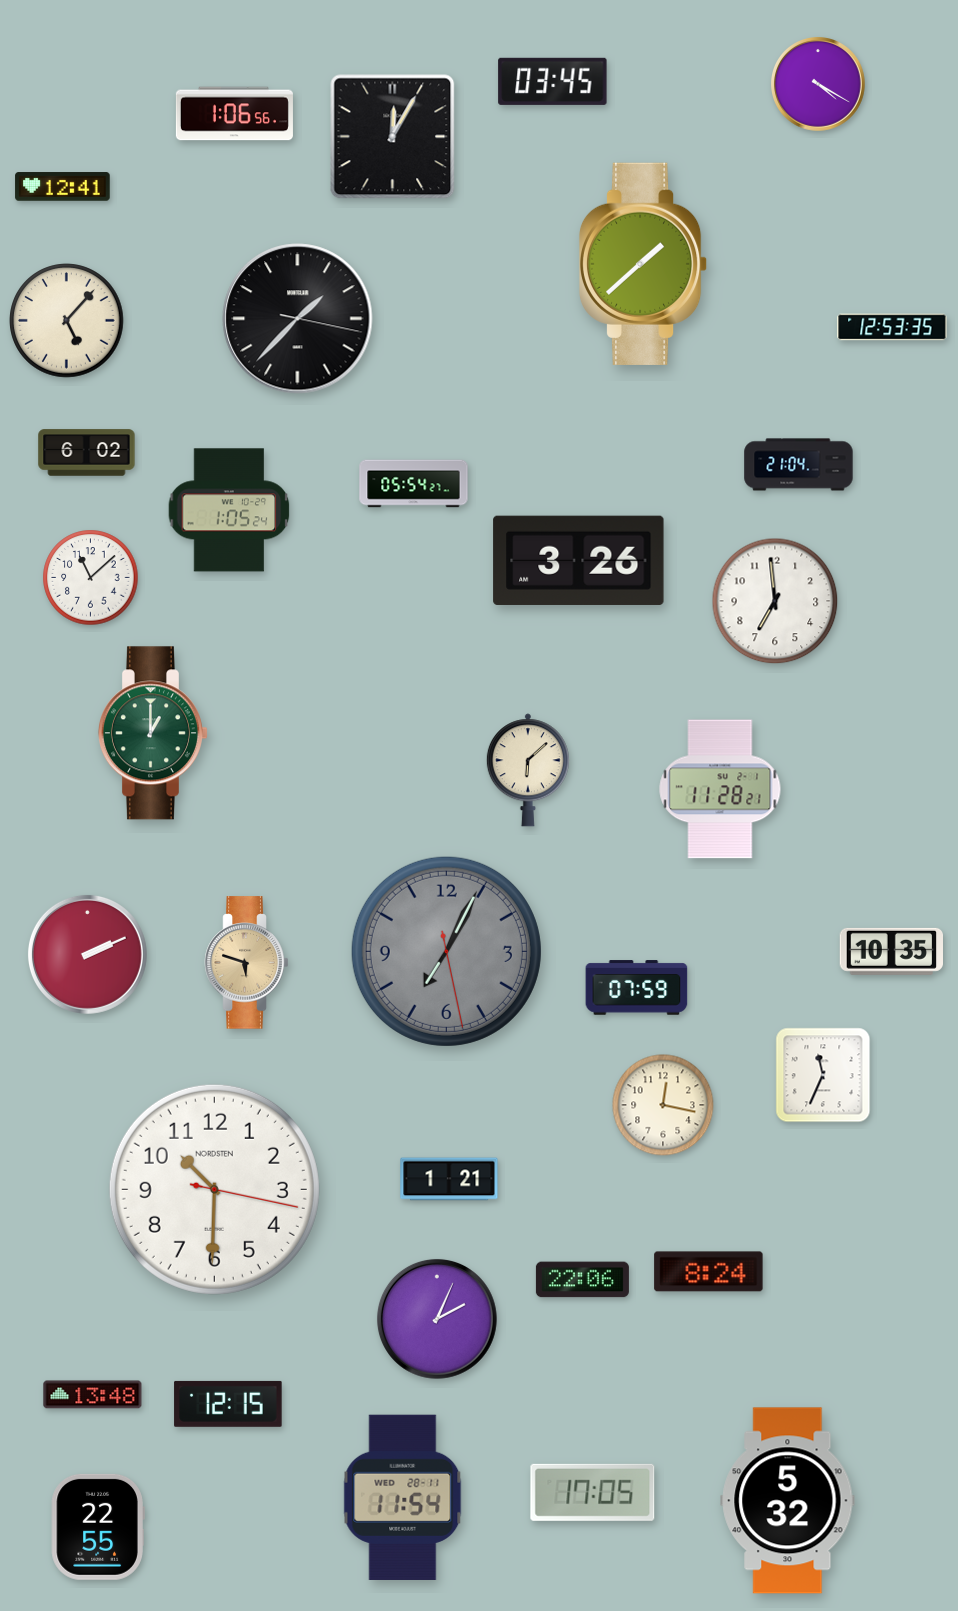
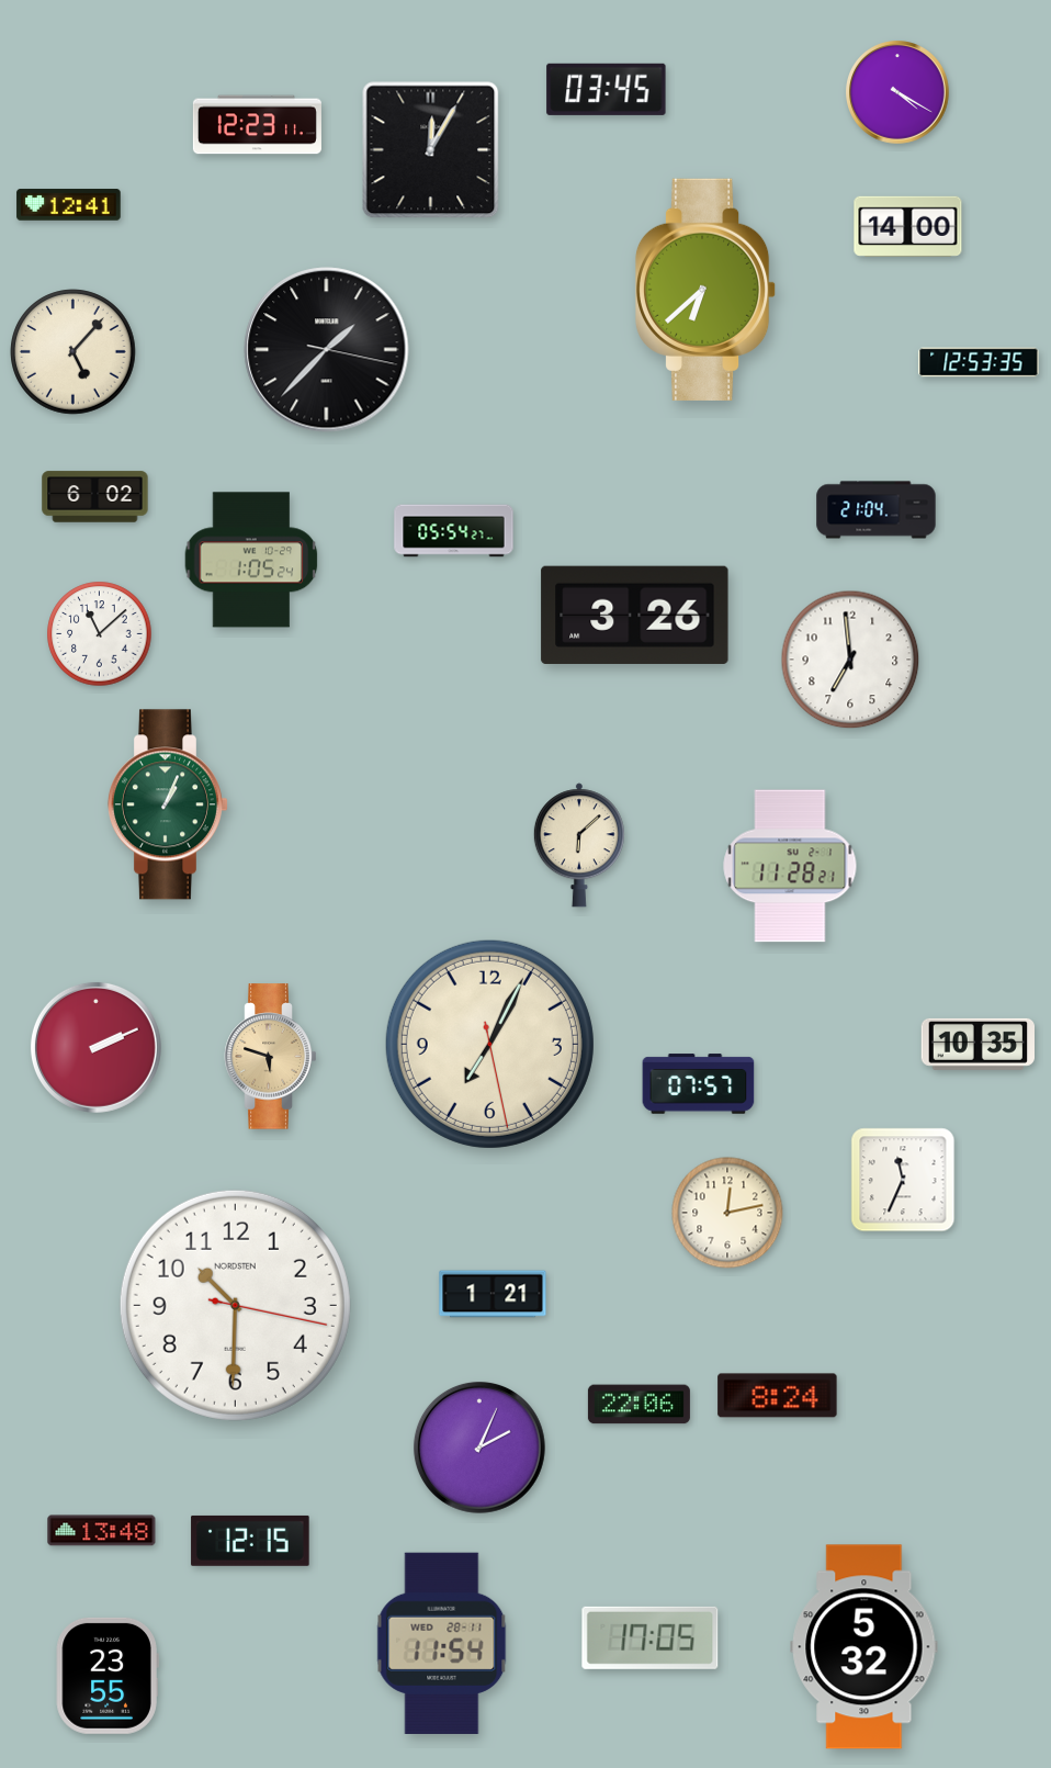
clock at (234, 114): 1:06 -> 12:23
clock at (908, 226): none -> 14:00
clock at (643, 264): 1:38 -> 6:38
clock at (892, 327) position: (892, 327) -> (979, 362)
clock at (153, 733): 1:00 -> 1:04
clock at (446, 951) dial: grey -> cream
clock at (637, 988): 07:59 -> 07:57
clock at (663, 1105): 12:17 -> 12:13
clock at (98, 1527): 22:55 -> 23:55
